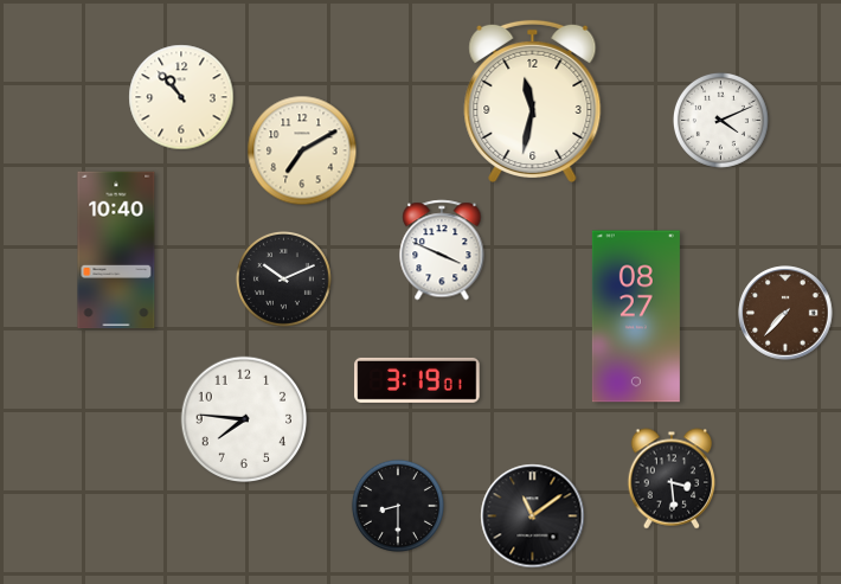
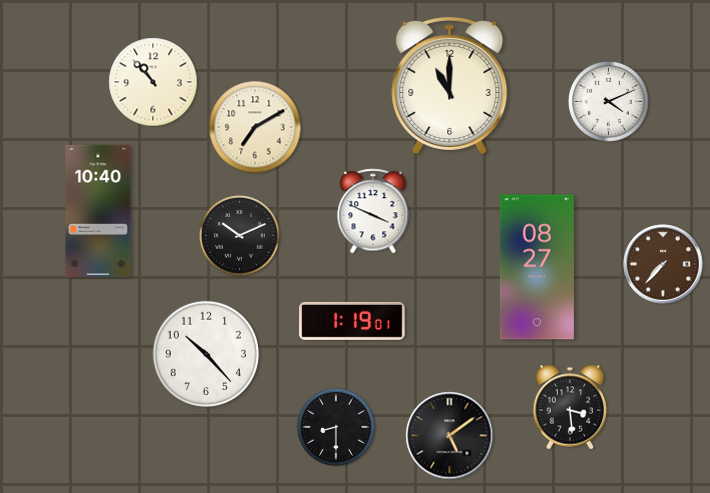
clock at (533, 101): 11:32 -> 11:00
clock at (417, 380): 3:19 -> 1:19
clock at (243, 418): 7:46 -> 10:23
clock at (672, 479) position: (672, 479) -> (570, 407)
clock at (533, 516): 11:09 -> 5:09
